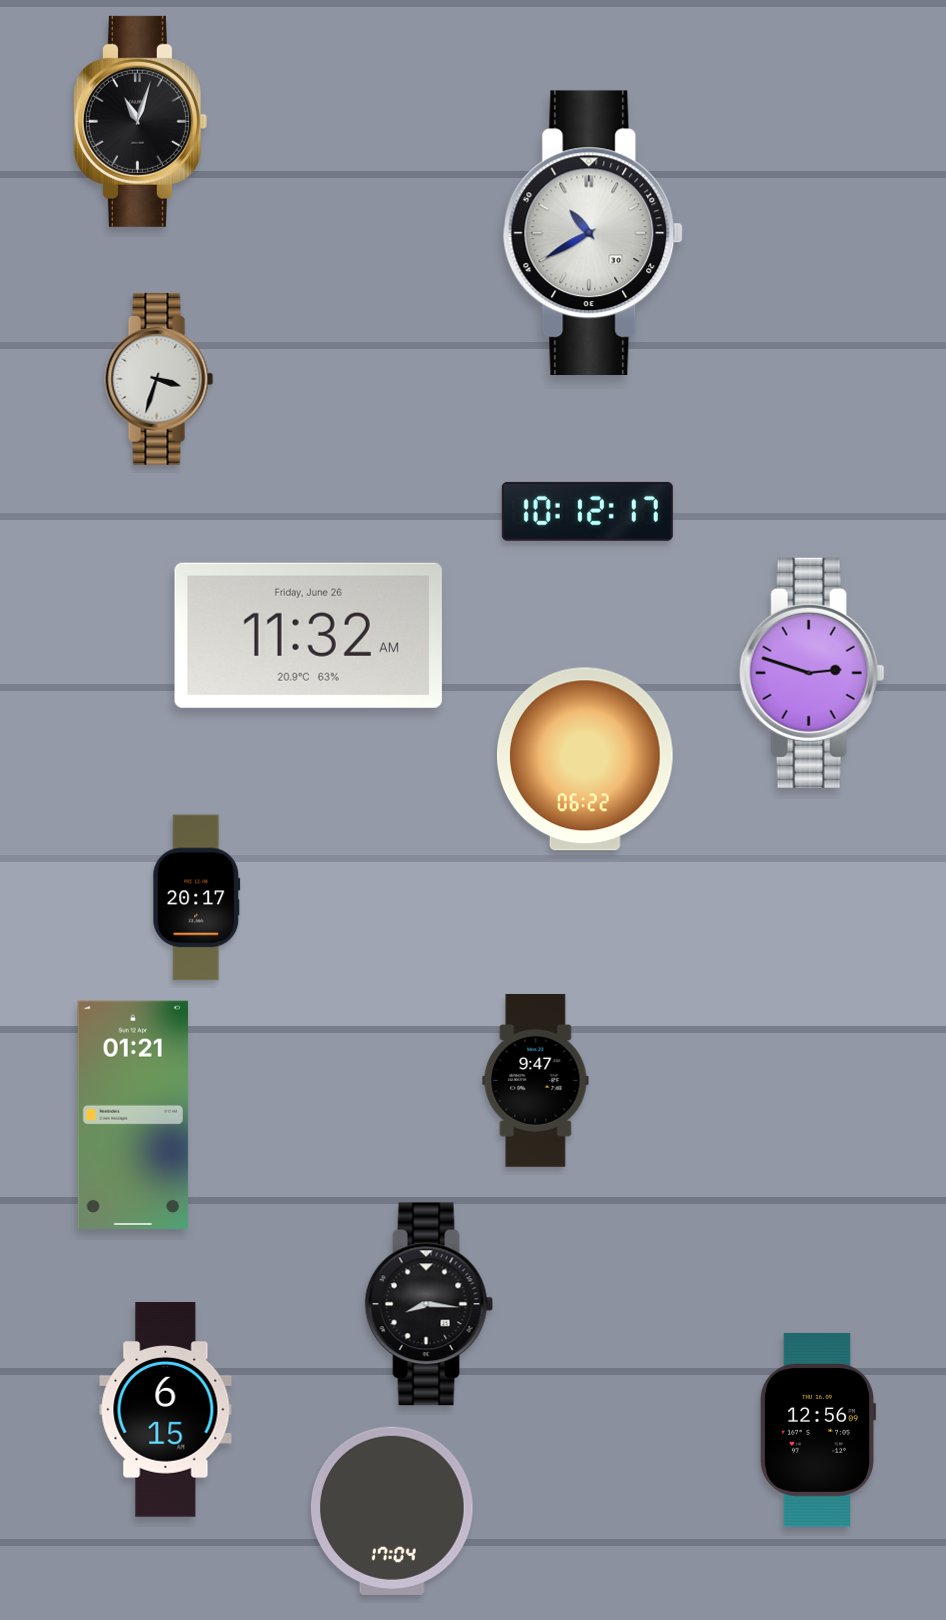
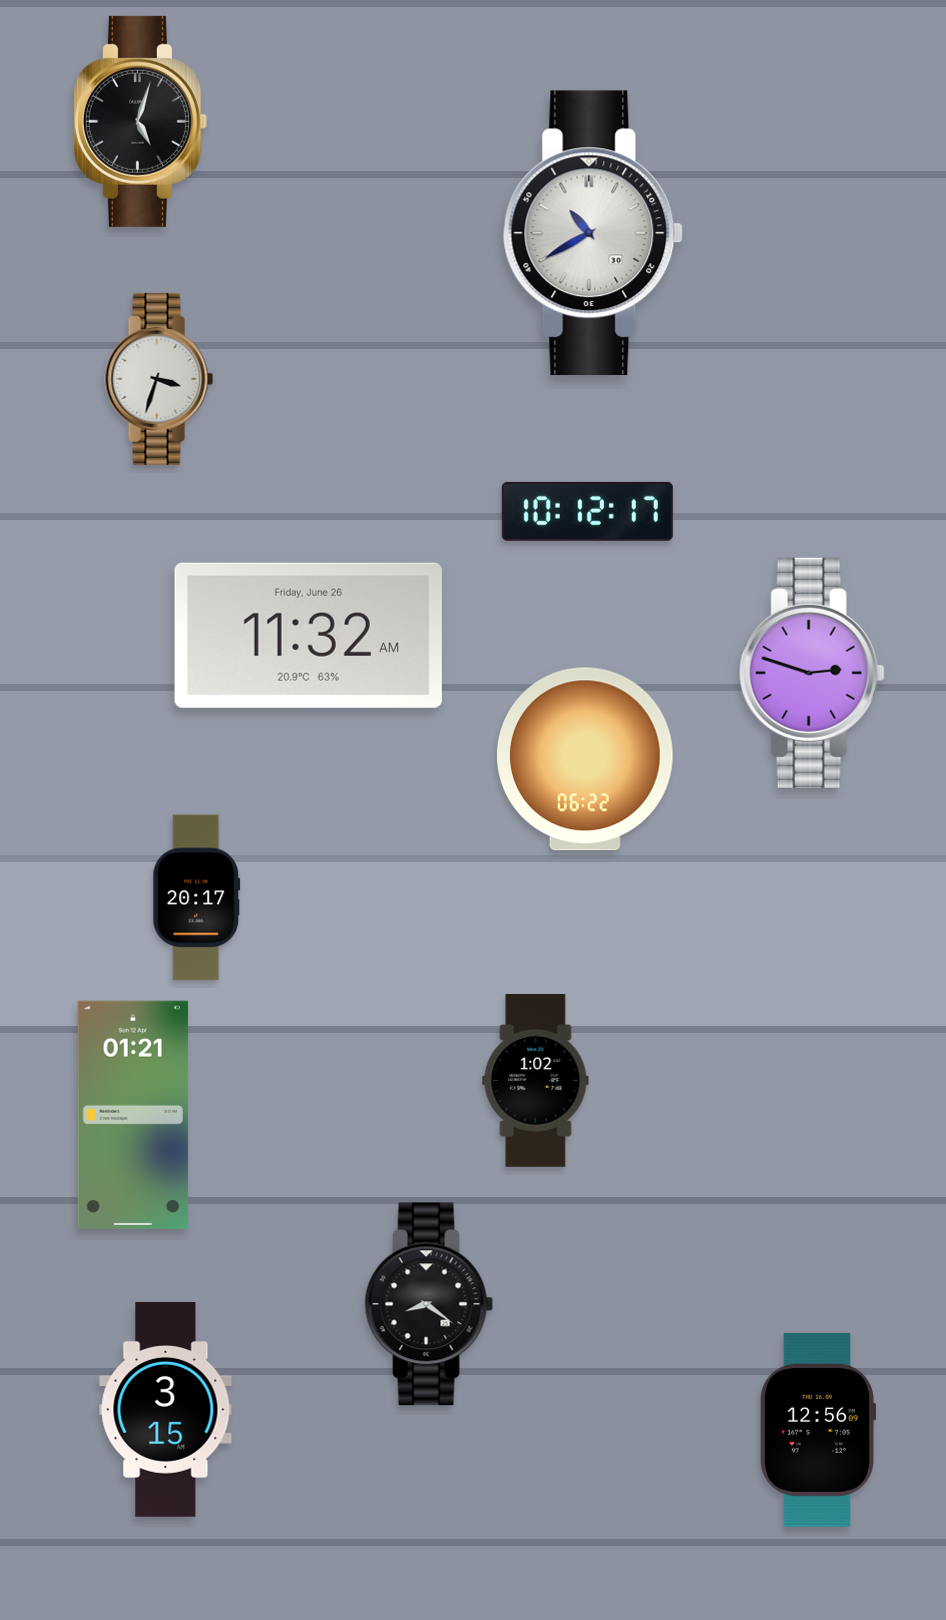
clock at (140, 121): 11:03 -> 5:03
clock at (536, 1080): 9:47 -> 1:02
clock at (429, 1304): 8:16 -> 8:21
clock at (166, 1410): 6:15 -> 3:15
clock at (392, 1511): 17:04 -> none
